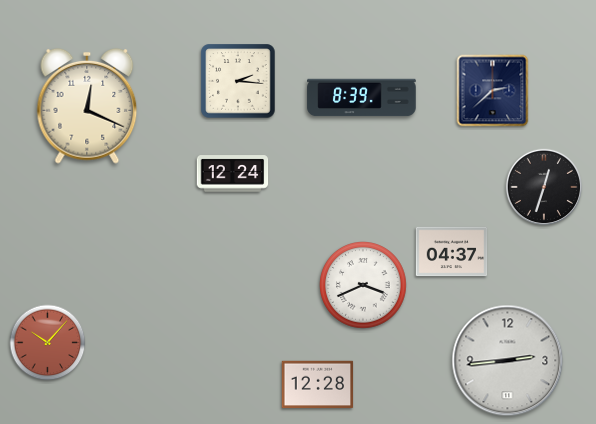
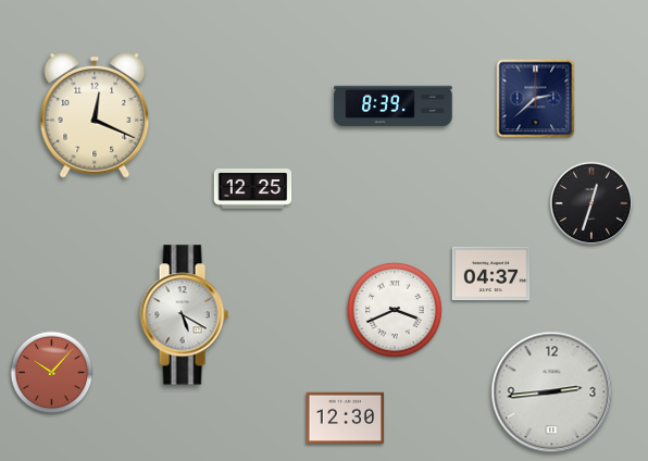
clock at (238, 81): 2:16 -> none
clock at (233, 174): 12:24 -> 12:25
clock at (184, 315): none -> 5:20
clock at (318, 385): 12:28 -> 12:30
